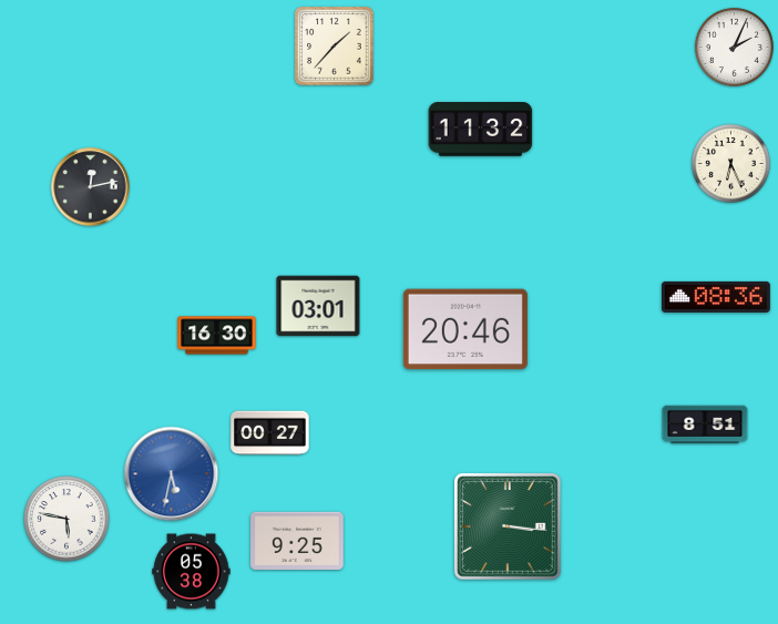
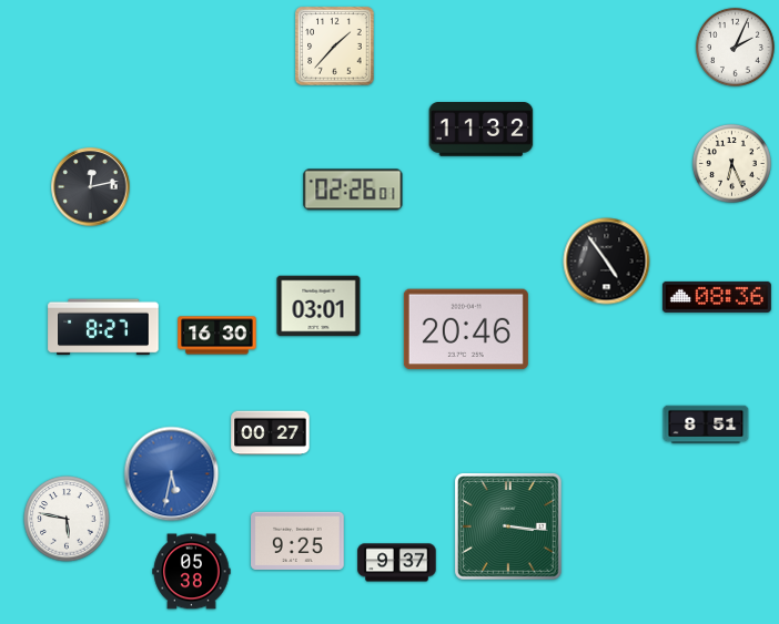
clock at (353, 190): none -> 02:26
clock at (607, 262): none -> 4:54
clock at (103, 327): none -> 8:27
clock at (397, 563): none -> 9:37
